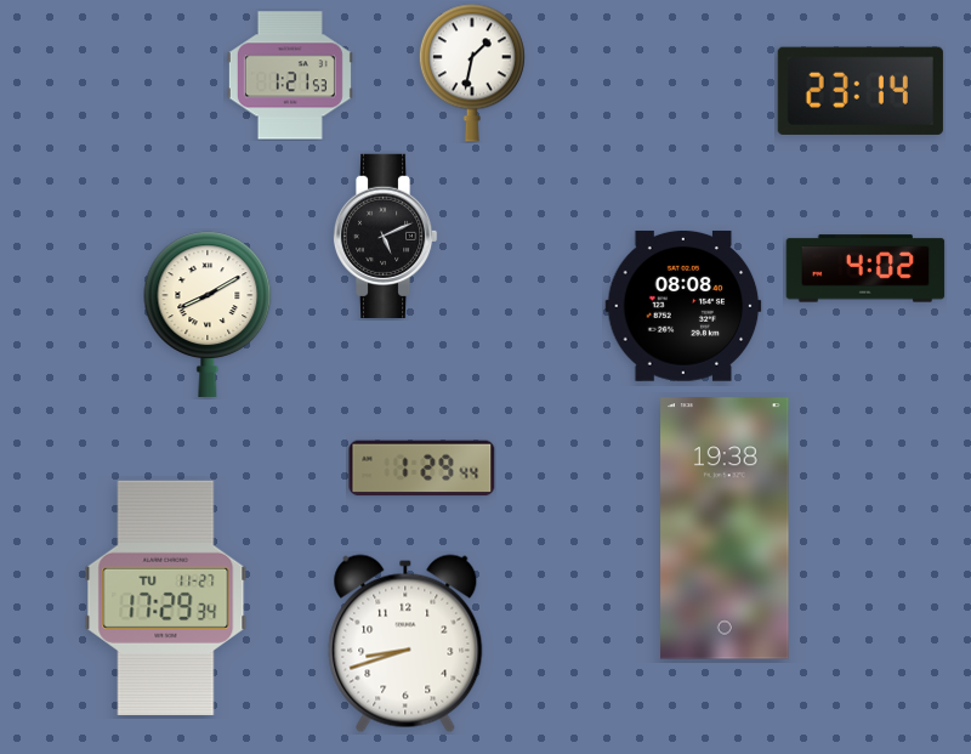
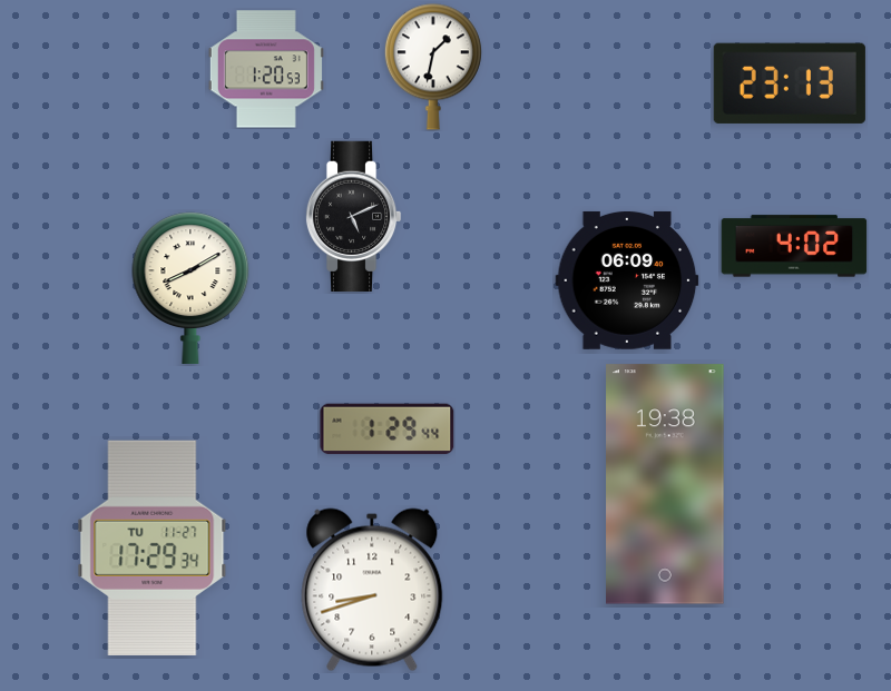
clock at (290, 75): 1:21 -> 1:20
clock at (861, 91): 23:14 -> 23:13
clock at (683, 306): 08:08 -> 06:09
